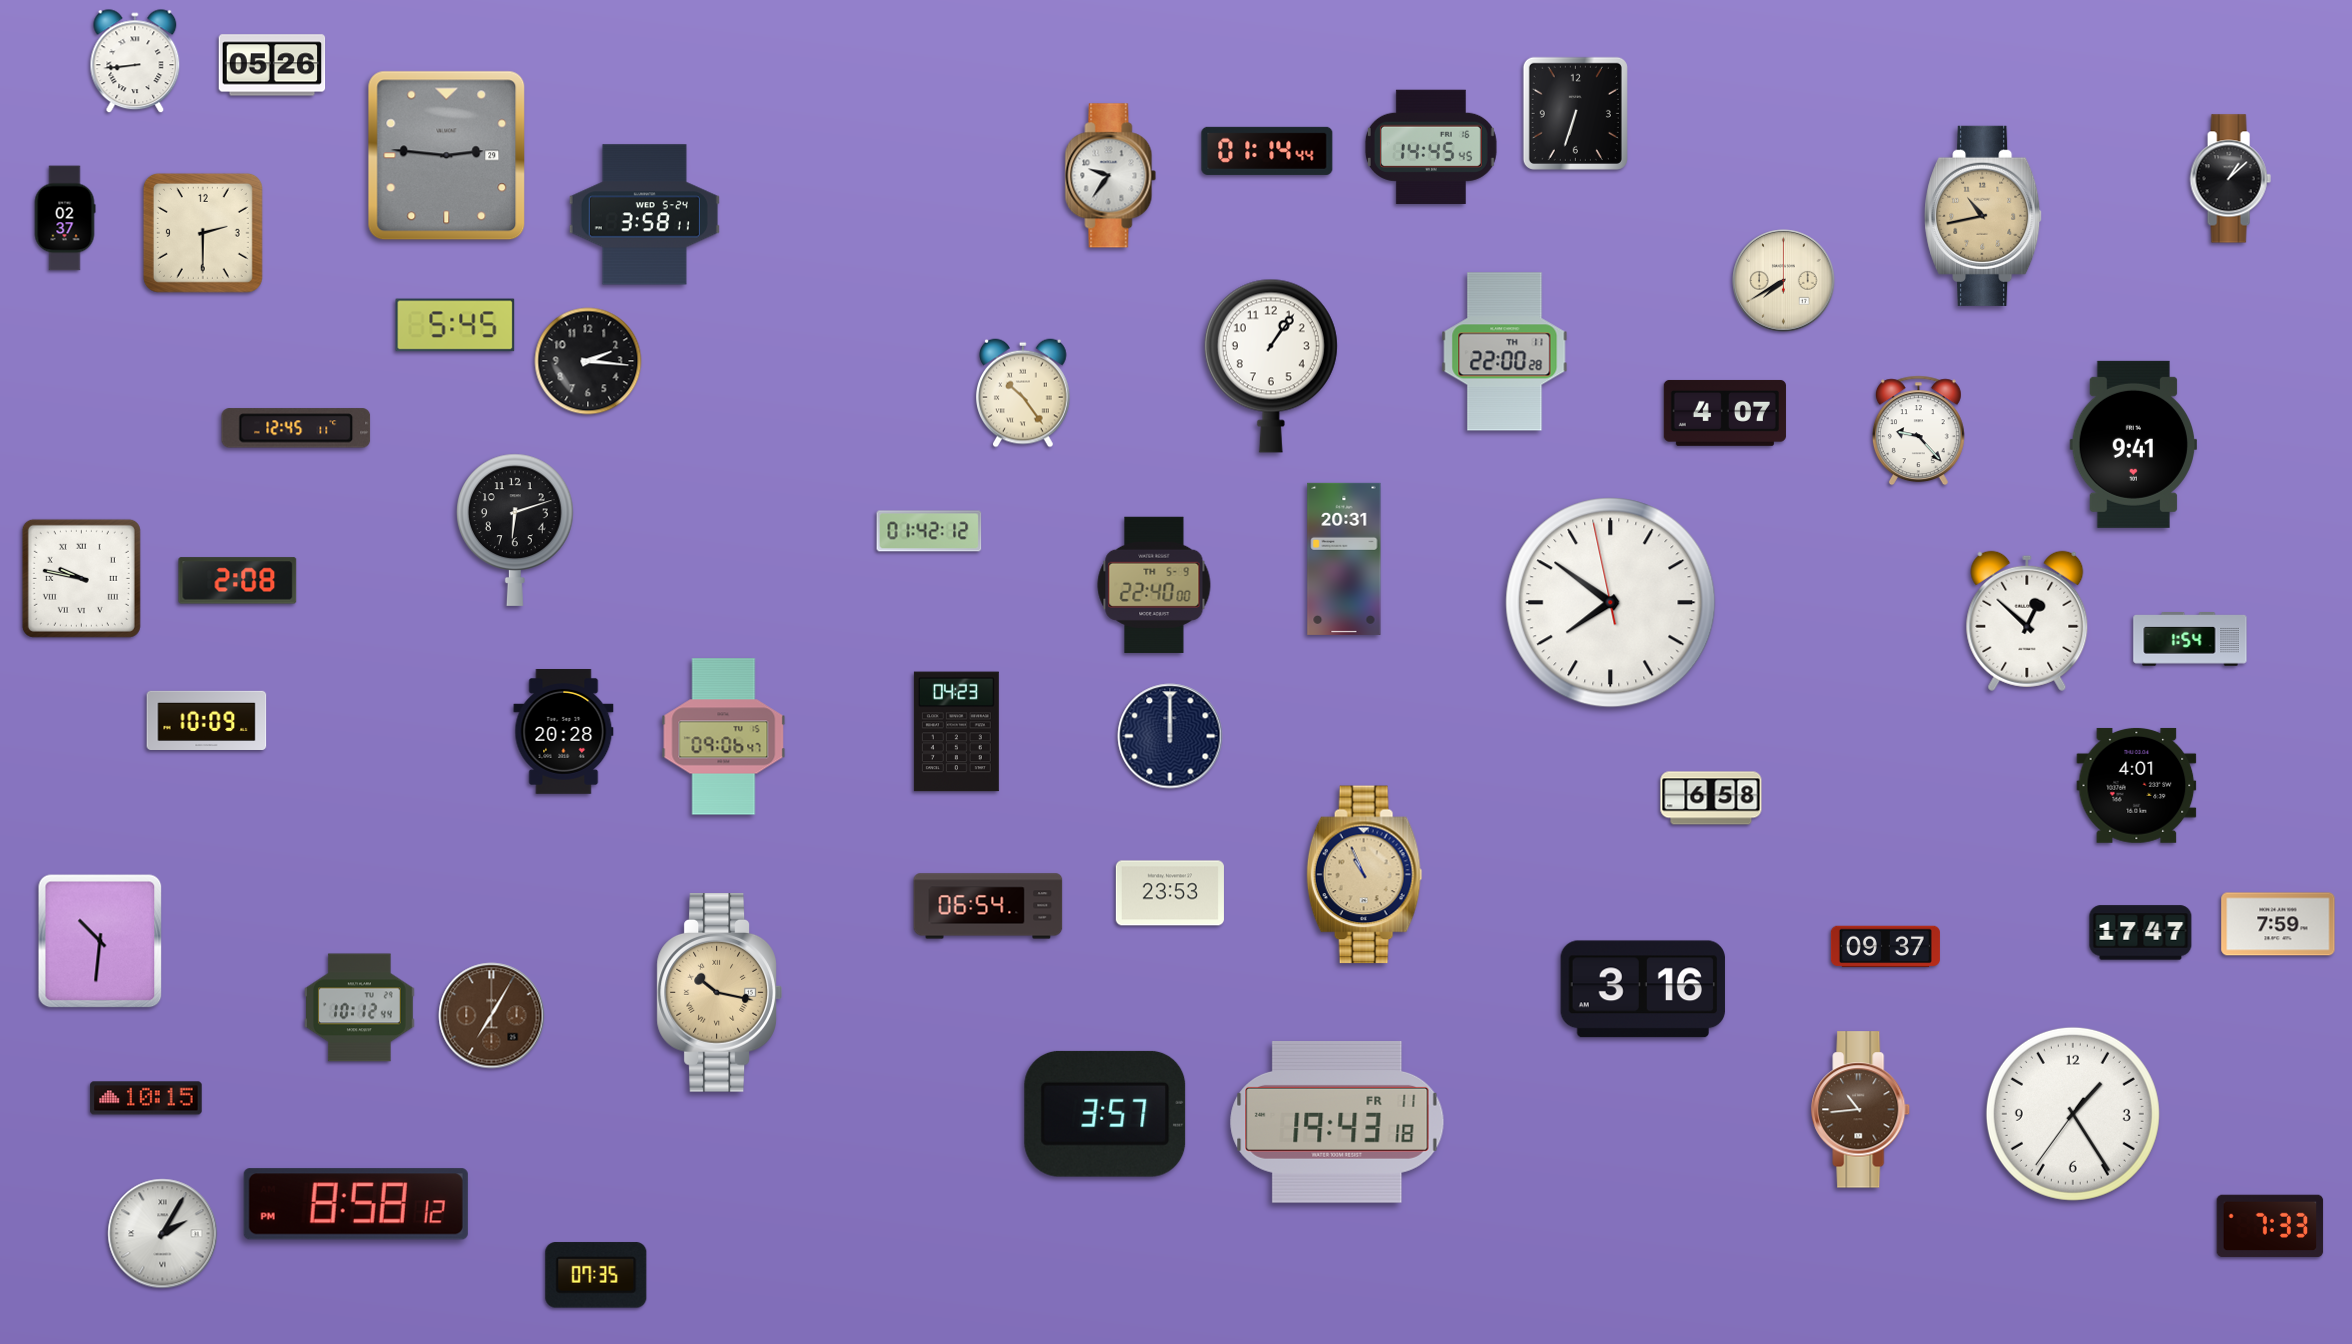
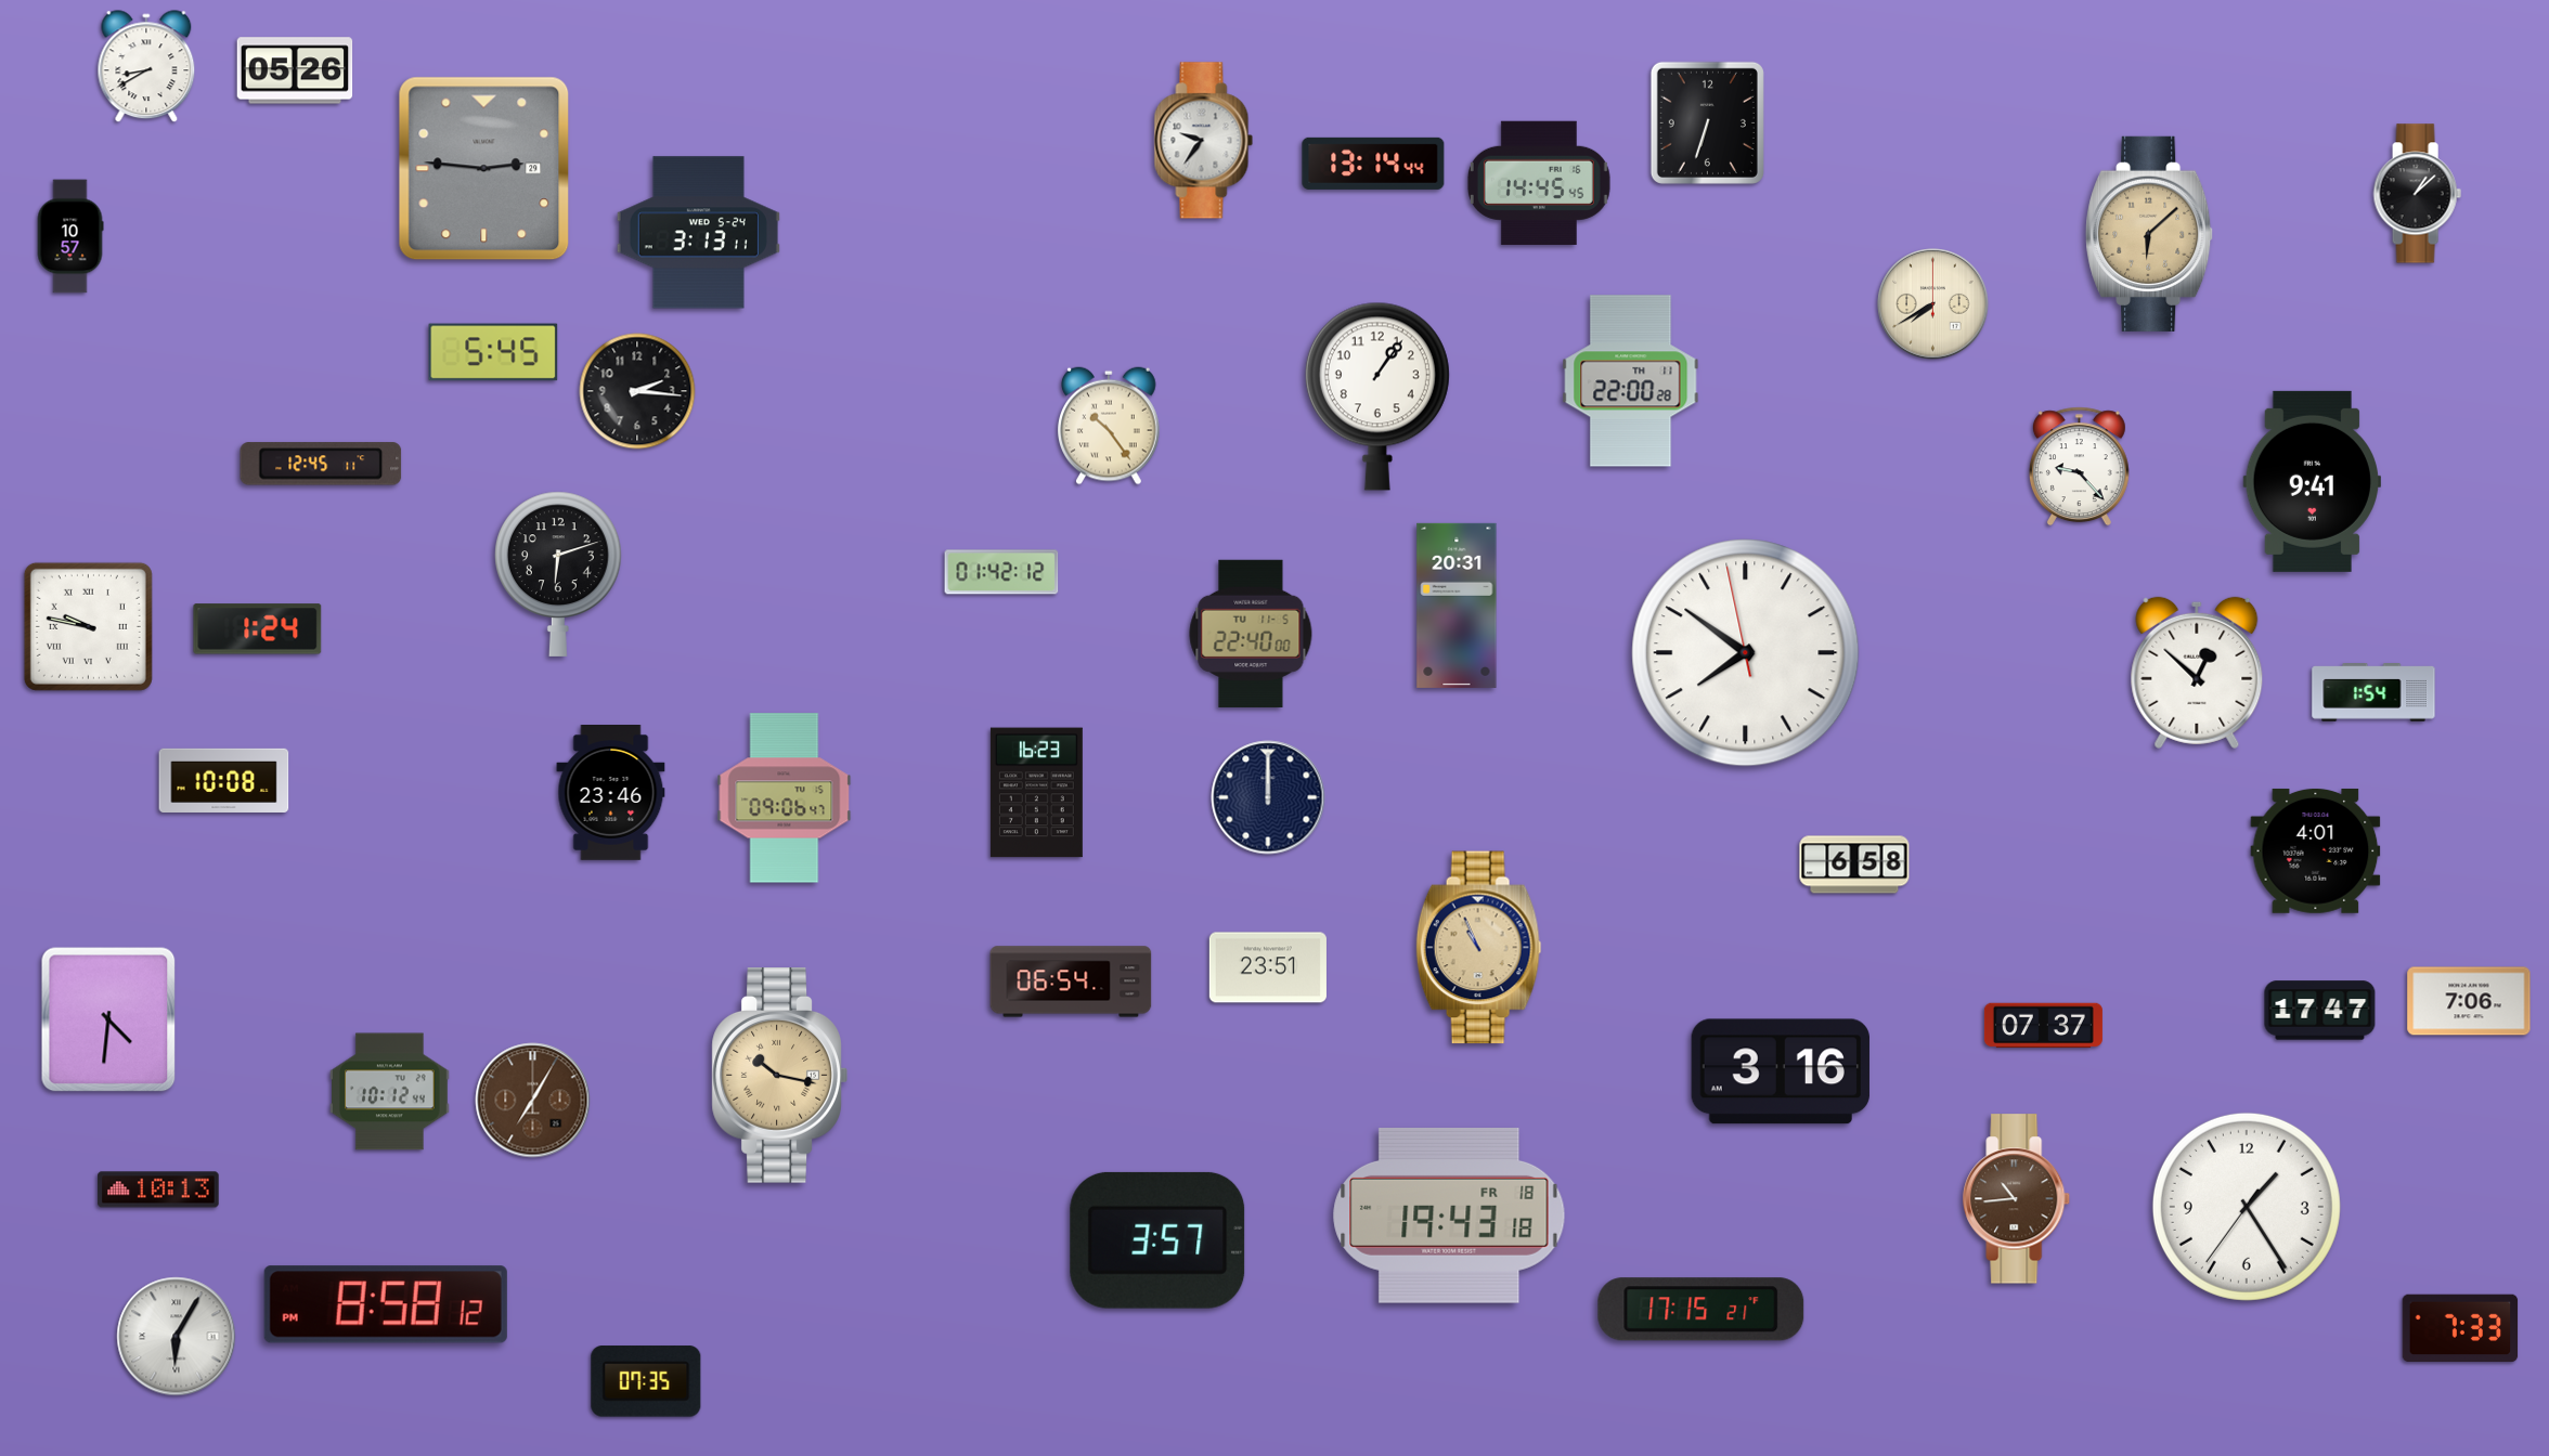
clock at (135, 62): 8:44 -> 8:40
clock at (1431, 147) position: (1431, 147) -> (1539, 183)
clock at (1267, 151): 01:14 -> 13:14
clock at (1111, 176) position: (1111, 176) -> (1204, 141)
clock at (644, 215): 3:58 -> 3:13
clock at (1984, 216): 10:43 -> 6:08
clock at (65, 218): 02:37 -> 10:57
clock at (203, 233): 2:30 -> none
clock at (1725, 413): 4:07 -> none
clock at (929, 531) position: (929, 531) -> (1001, 572)
clock at (238, 581): 2:08 -> 1:24
clock at (1154, 585) date: TH 5-9 -> TU 11-5
clock at (207, 720): 10:09 -> 10:08
clock at (564, 732): 20:28 -> 23:46
clock at (956, 732): 04:23 -> 16:23
clock at (1170, 893): 23:53 -> 23:51
clock at (2278, 924): 7:59 -> 7:06
clock at (100, 941): 10:31 -> 4:31
clock at (1885, 947): 09:37 -> 07:37
clock at (146, 1098): 10:15 -> 10:13
clock at (1861, 1110) position: (1861, 1110) -> (2017, 1199)
clock at (1105, 1114) position: (1105, 1114) -> (1157, 1240)
clock at (1337, 1122) date: FR 11 -> FR 18
clock at (1702, 1310): none -> 17:15
clock at (163, 1234): 2:05 -> 6:05
